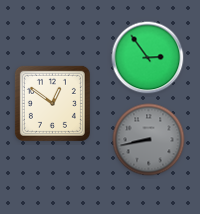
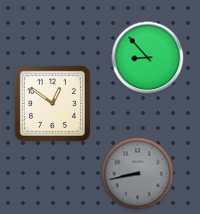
clock at (148, 58): 2:54 -> 8:53
clock at (149, 140) position: (149, 140) -> (138, 174)
